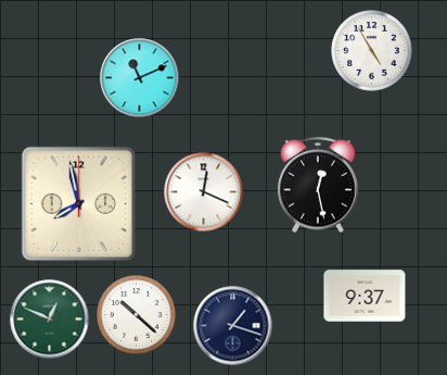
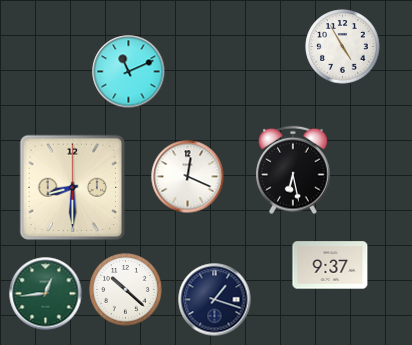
clock at (318, 185): 12:28 -> 6:28
clock at (79, 204): 7:58 -> 8:30
clock at (365, 296) position: (365, 296) -> (330, 265)
clock at (50, 320): 12:49 -> 12:44
